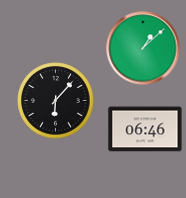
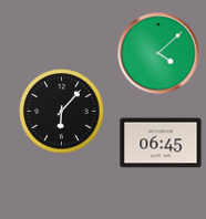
clock at (143, 48): 1:08 -> 4:08
clock at (145, 129): 06:46 -> 06:45
